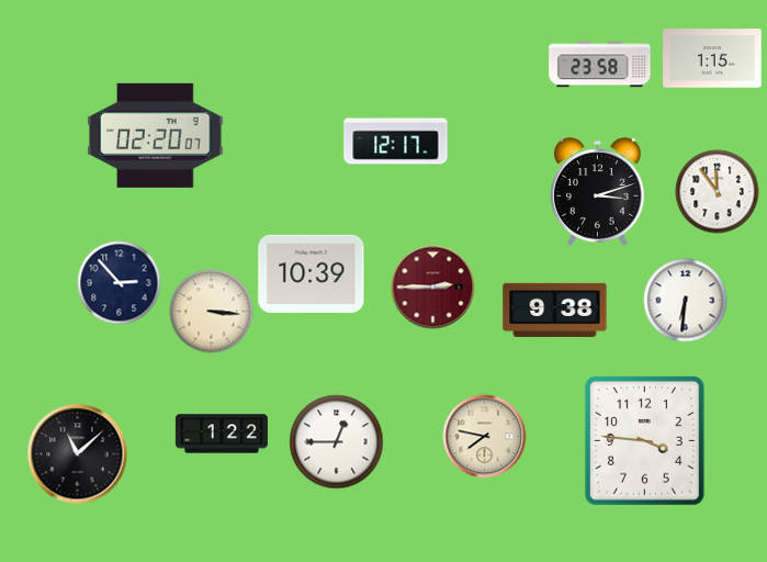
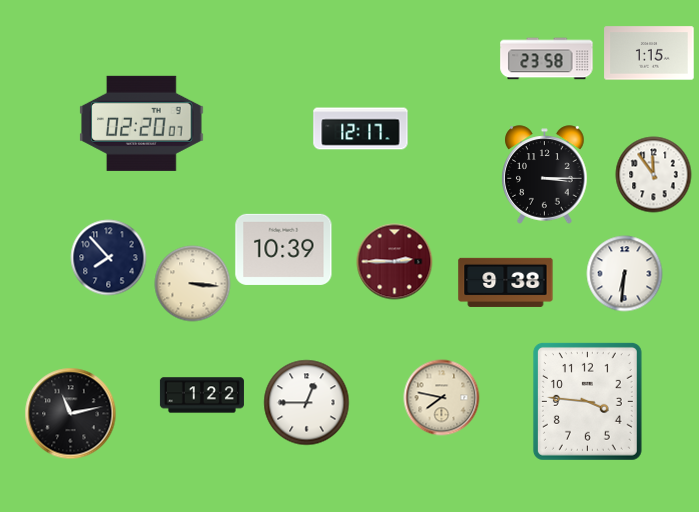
clock at (598, 192): 3:12 -> 3:15
clock at (120, 283): 2:53 -> 7:53
clock at (78, 454): 11:08 -> 11:13
